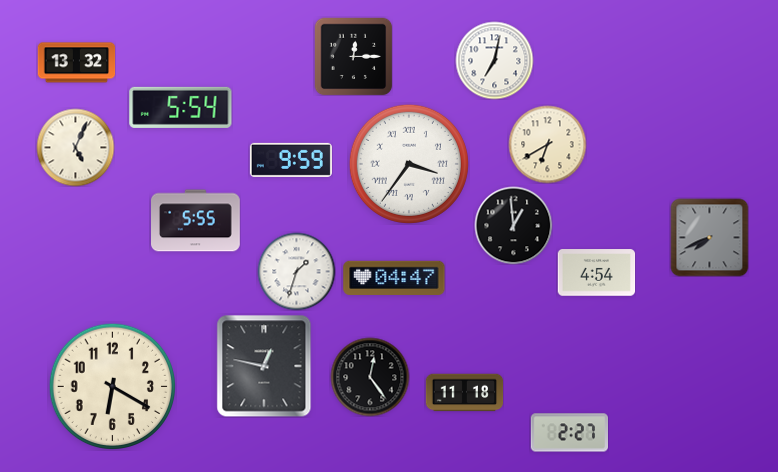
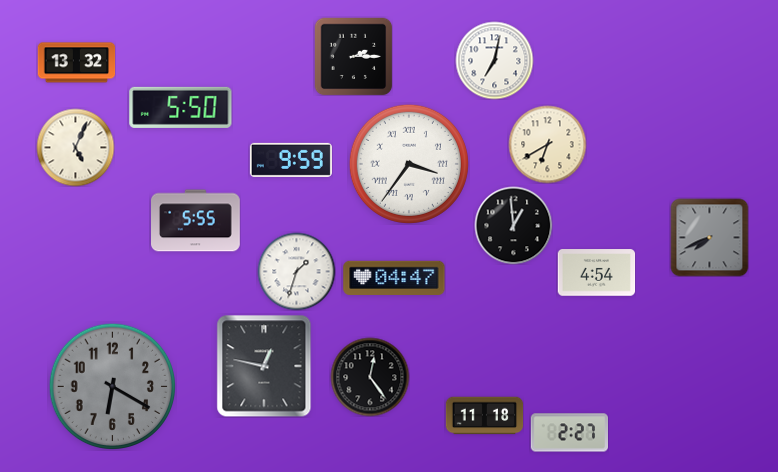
clock at (353, 56): 12:15 -> 2:15
clock at (181, 107): 5:54 -> 5:50
clock at (112, 386) dial: cream -> grey
clock at (464, 393) position: (464, 393) -> (484, 416)
